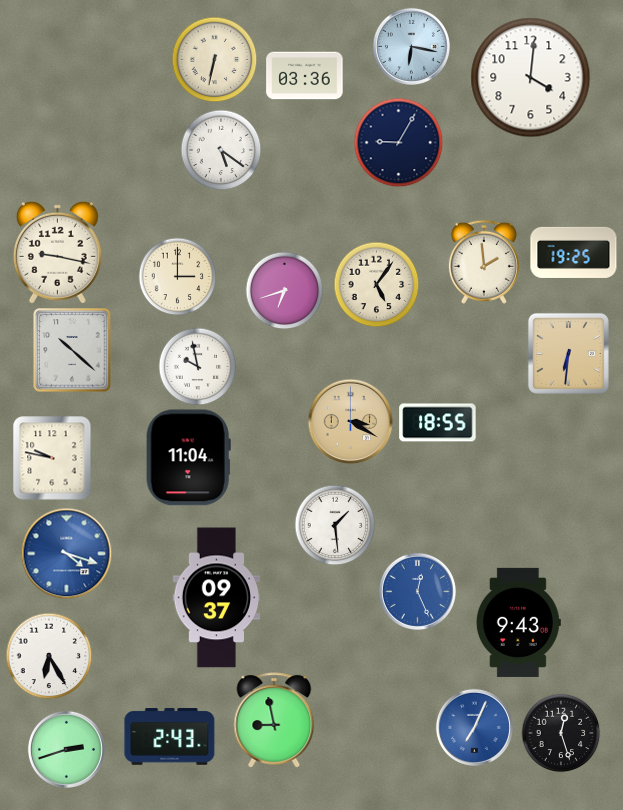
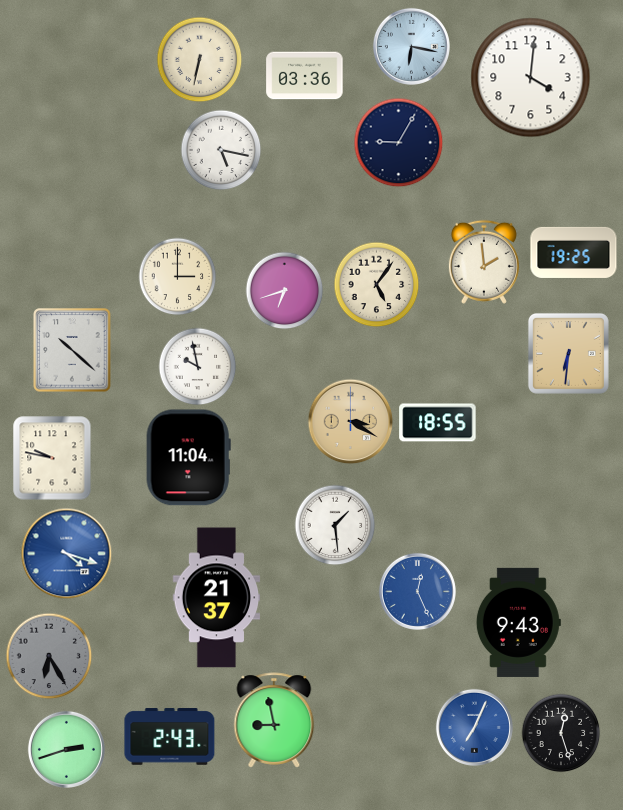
clock at (214, 59) position: (214, 59) -> (199, 59)
clock at (221, 150): 5:21 -> 5:17
clock at (57, 252): 9:17 -> none
clock at (217, 598): 09:37 -> 21:37
clock at (49, 656) dial: white -> grey
